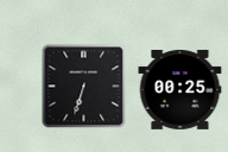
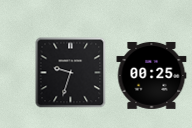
clock at (84, 87): 6:33 -> 9:33
